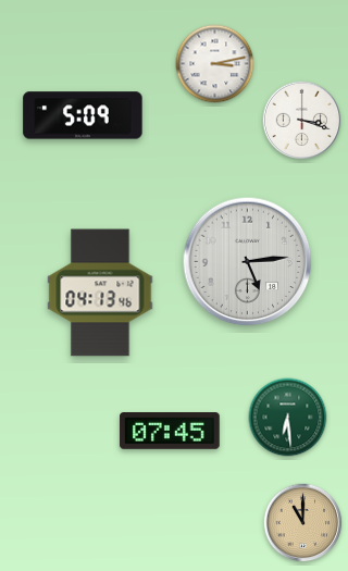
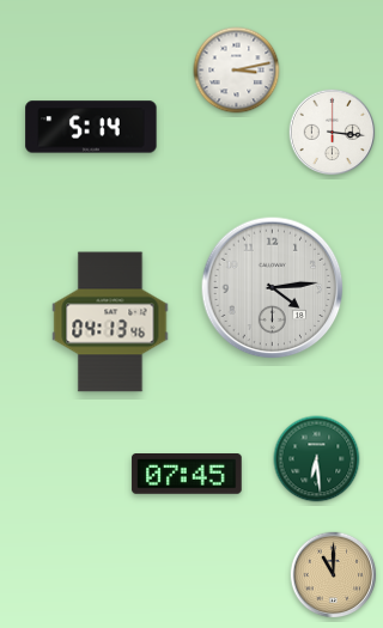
clock at (83, 115): 5:09 -> 5:14
clock at (302, 121): 3:18 -> 3:16
clock at (248, 262): 5:14 -> 4:14
